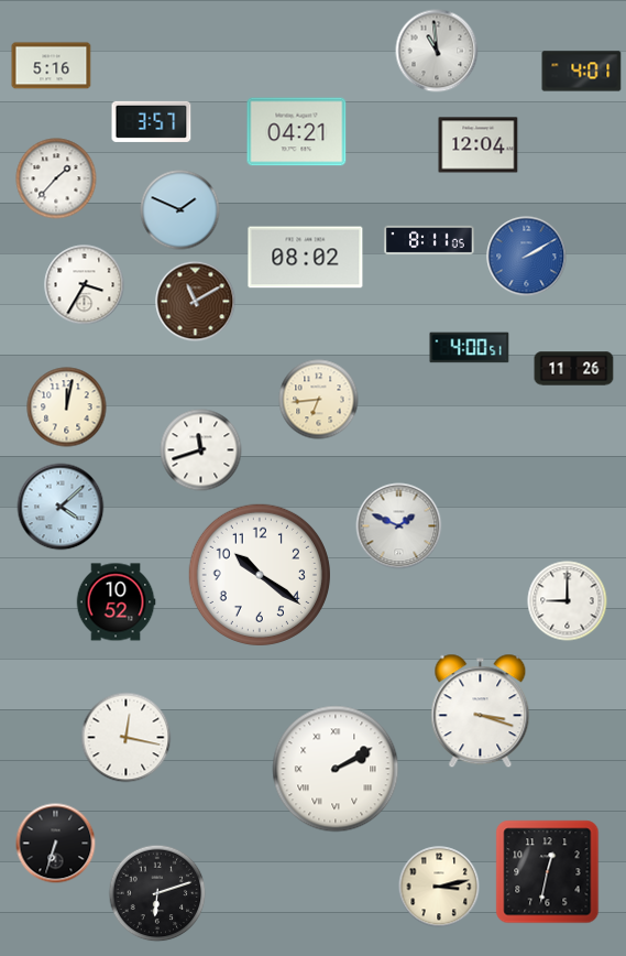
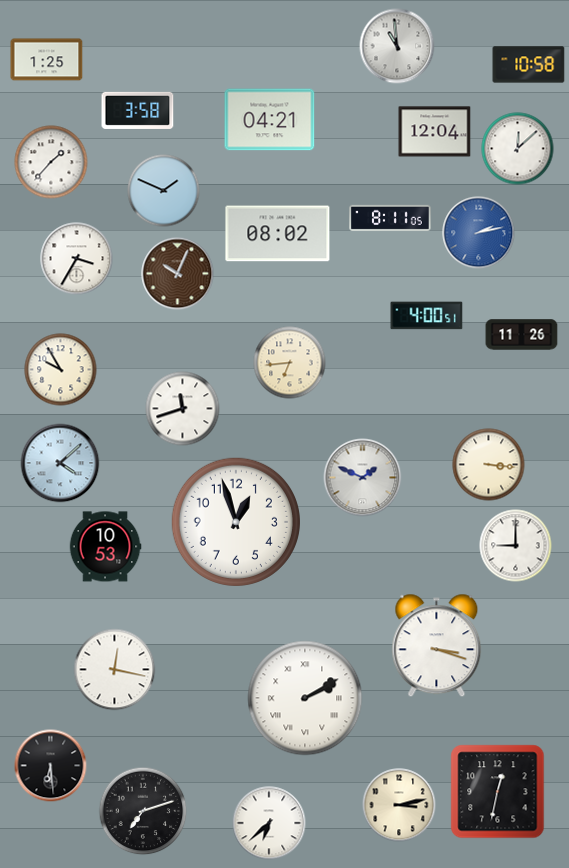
clock at (52, 66): 5:16 -> 1:25
clock at (582, 72): 4:01 -> 10:58
clock at (152, 121): 3:57 -> 3:58
clock at (518, 149): none -> 12:08
clock at (527, 257): 2:10 -> 2:13
clock at (196, 302): 11:10 -> 10:04
clock at (67, 408): 12:02 -> 9:55
clock at (61, 507) position: (61, 507) -> (60, 463)
clock at (489, 465): none -> 3:16
clock at (260, 575): 10:21 -> 12:57
clock at (116, 602): 10:52 -> 10:53
clock at (56, 844): 6:33 -> 6:29
clock at (157, 893): 6:12 -> 7:12
clock at (269, 823): none -> 6:38
